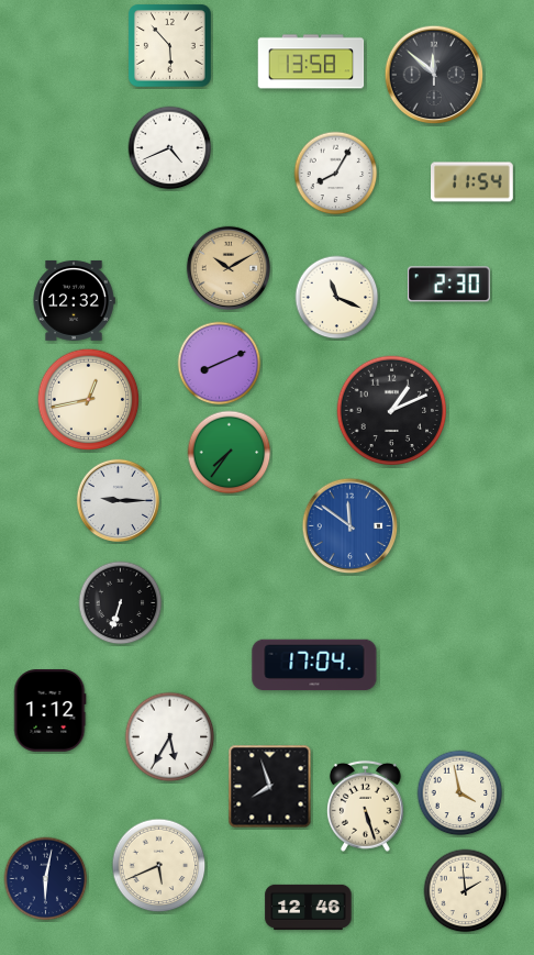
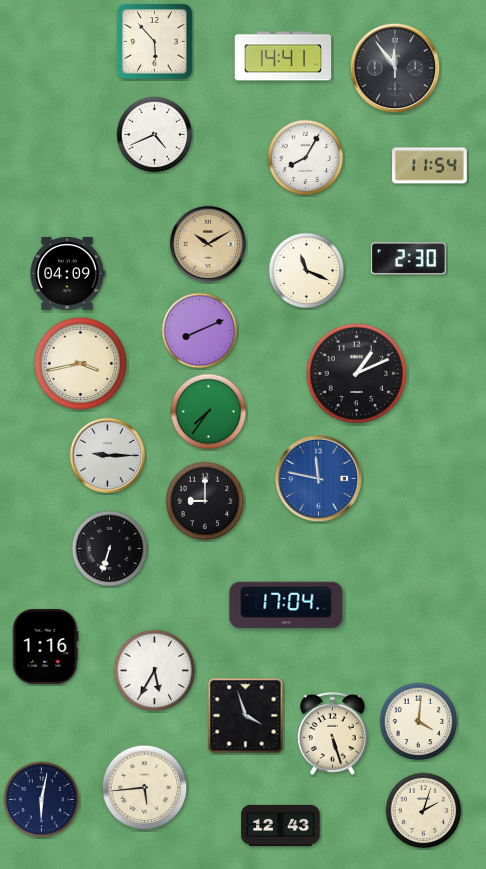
clock at (311, 62): 13:58 -> 14:41
clock at (434, 75): 11:52 -> 11:54
clock at (74, 300): 12:32 -> 04:09
clock at (89, 400): 12:43 -> 3:43
clock at (351, 526): 11:51 -> 11:47
clock at (205, 501): none -> 9:00
clock at (49, 711): 1:12 -> 1:16
clock at (270, 787): 7:57 -> 3:57
clock at (460, 793): 3:58 -> 4:01
clock at (159, 866): 5:41 -> 5:44
clock at (466, 891): 1:59 -> 2:03
clock at (309, 907): 12:46 -> 12:43
